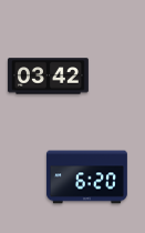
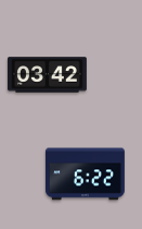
clock at (86, 178): 6:20 -> 6:22
